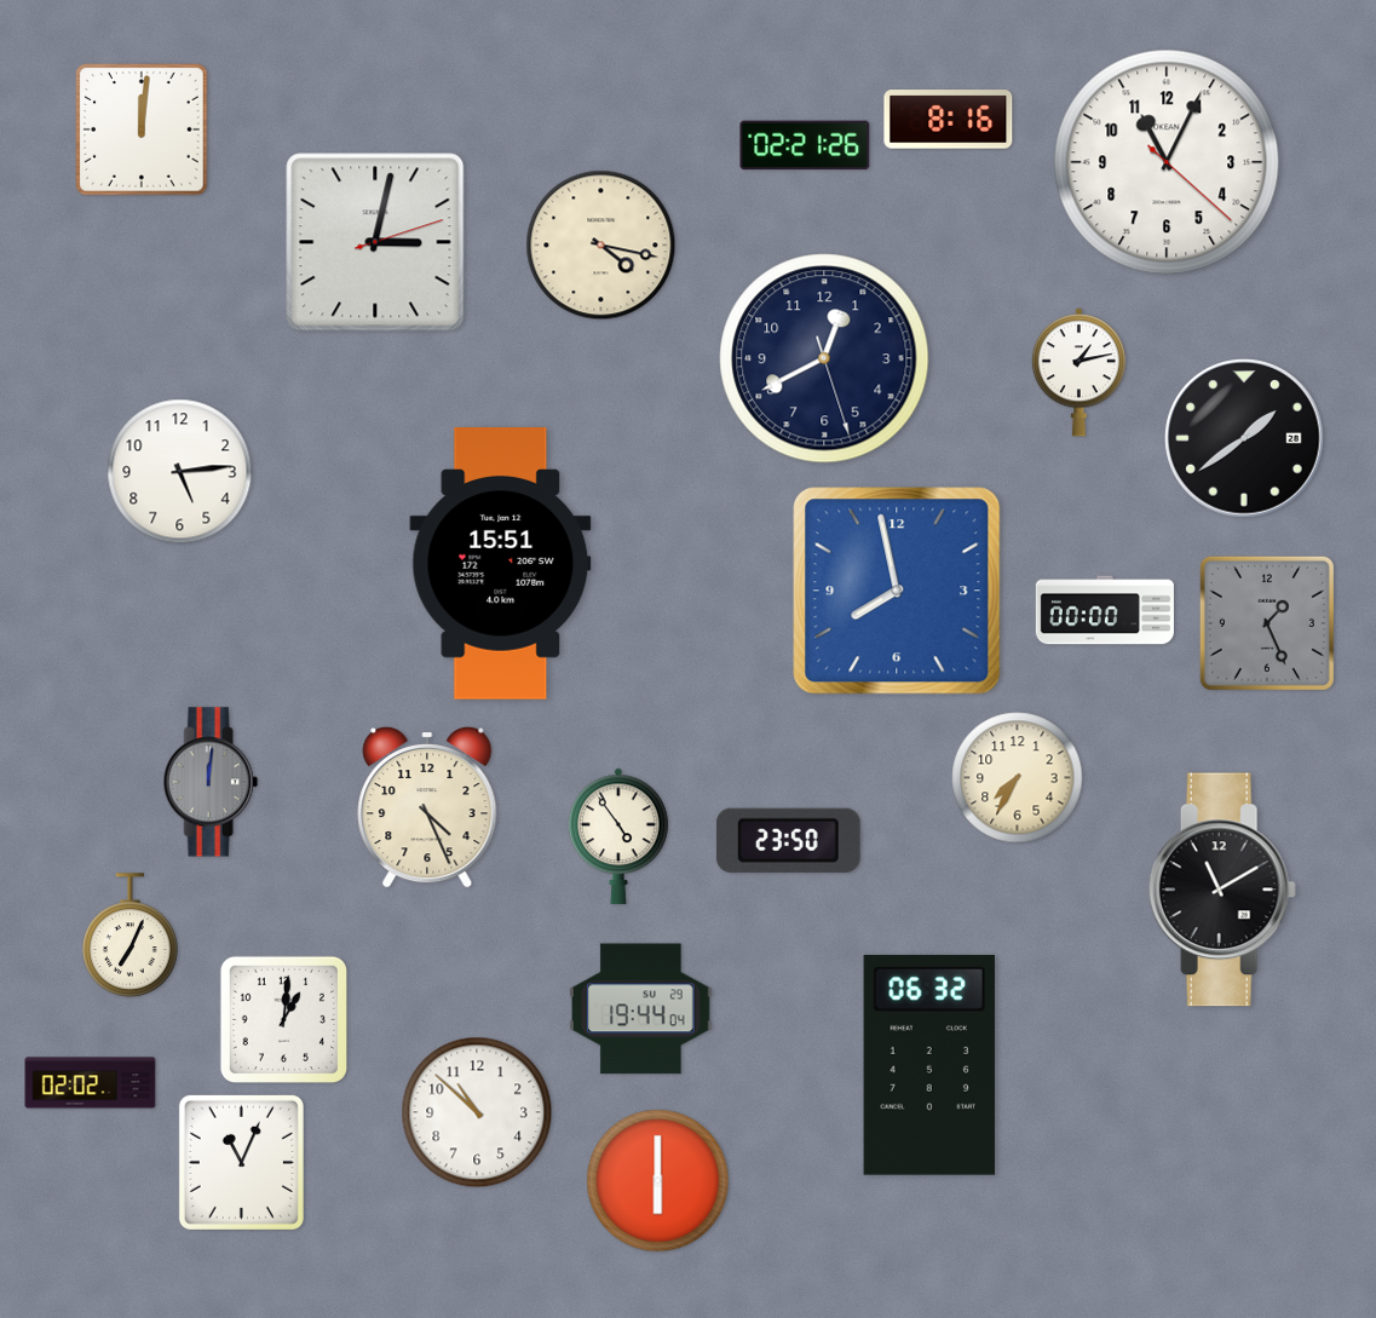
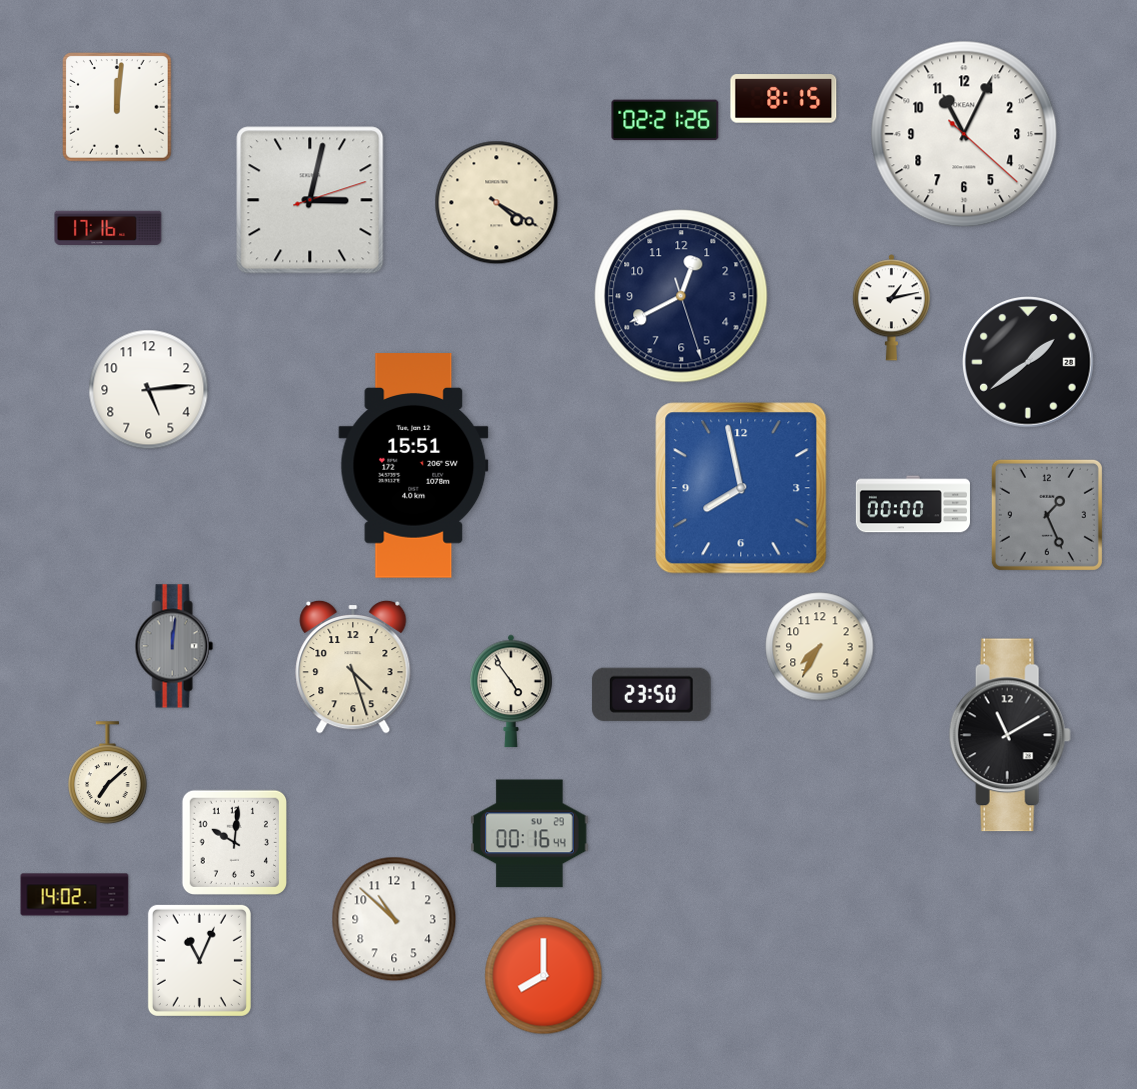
clock at (949, 120): 8:16 -> 8:15
clock at (601, 246): 4:17 -> 4:20
clock at (108, 227): none -> 17:16
clock at (1018, 778) position: (1018, 778) -> (820, 647)
clock at (427, 807): 4:26 -> 4:27
clock at (131, 936): 7:04 -> 7:08
clock at (641, 1009): 19:44 -> 00:16
clock at (283, 1019): 1:01 -> 10:01
clock at (929, 1065): 06:32 -> none
clock at (91, 1083): 02:02 -> 14:02
clock at (658, 1181): 6:00 -> 8:00
